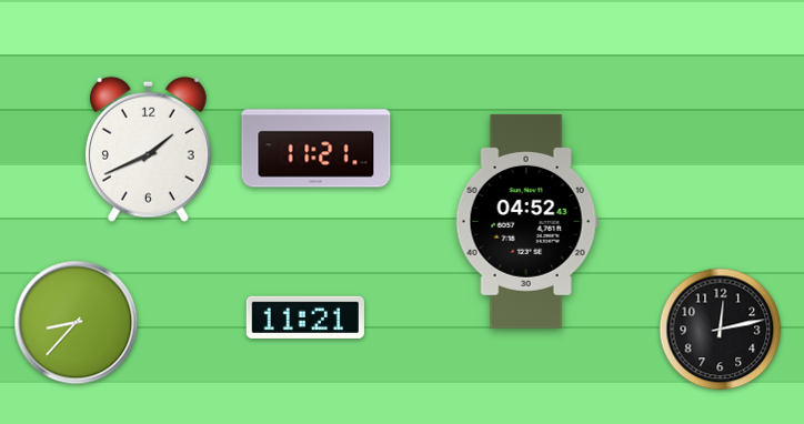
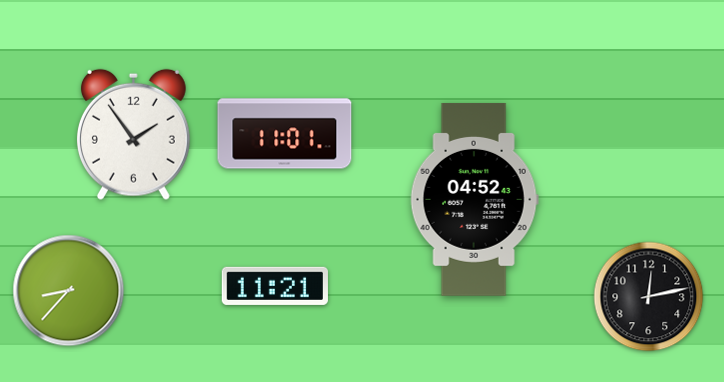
clock at (148, 149): 1:41 -> 1:54
clock at (316, 149): 11:21 -> 11:01
